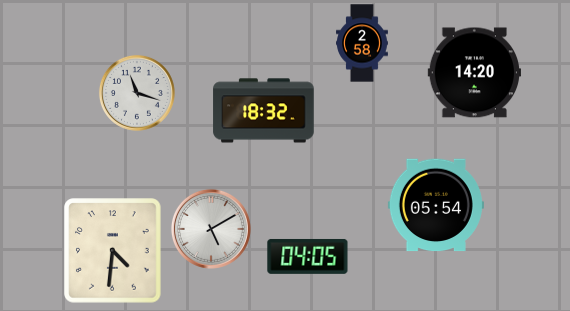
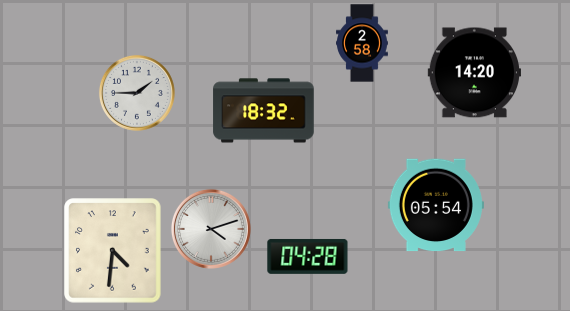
clock at (137, 93): 11:18 -> 1:45
clock at (211, 229): 5:10 -> 4:12
clock at (308, 256): 04:05 -> 04:28
